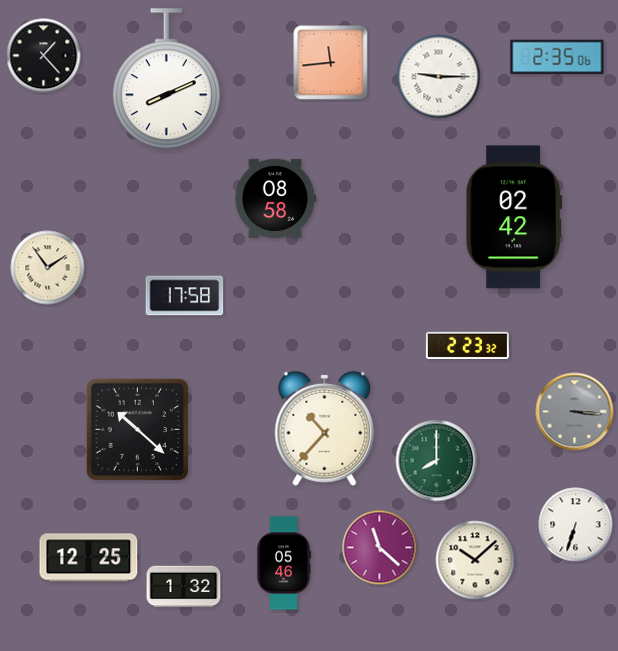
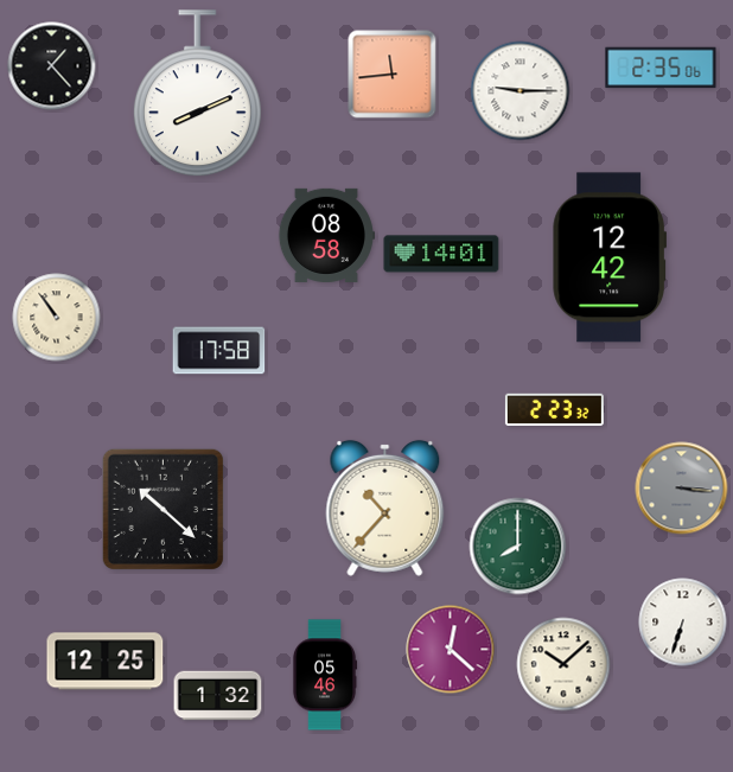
clock at (441, 254): none -> 14:01
clock at (514, 217): 02:42 -> 12:42
clock at (48, 268): 1:54 -> 10:54
clock at (380, 548): 11:22 -> 12:22
clock at (284, 563) position: (284, 563) -> (325, 675)
